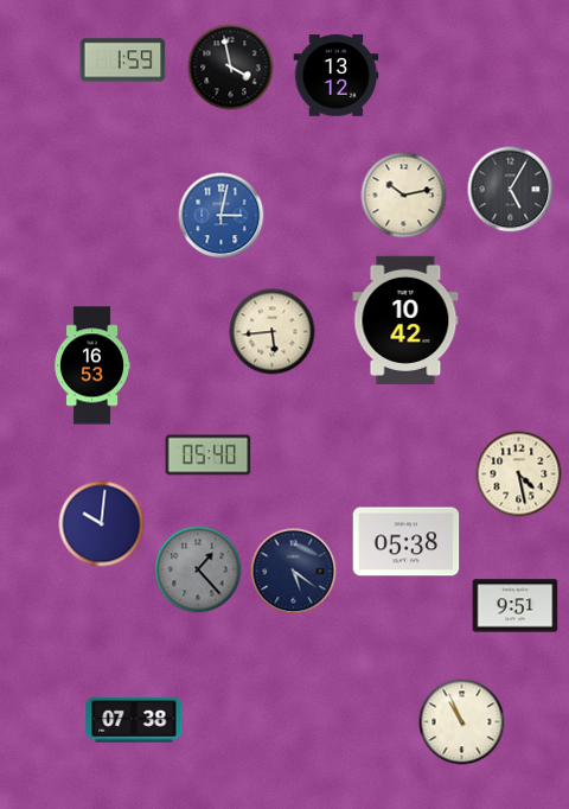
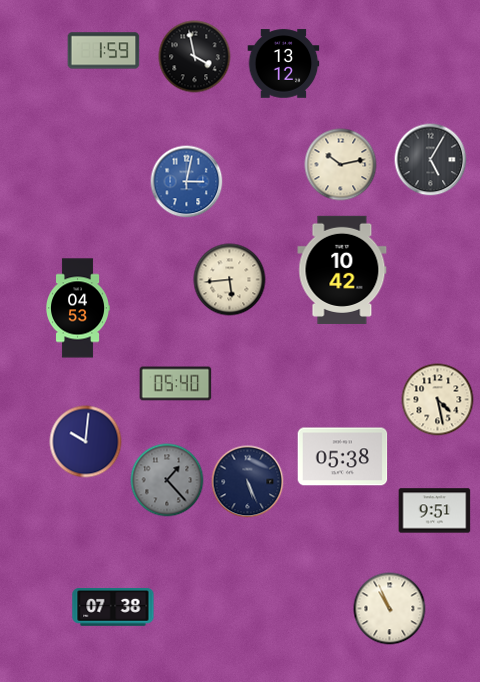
clock at (92, 365): 16:53 -> 04:53
clock at (294, 572): 5:21 -> 5:26
